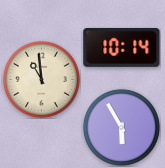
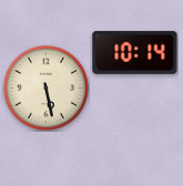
clock at (41, 79): 10:59 -> 5:28
clock at (121, 127): 5:55 -> none
